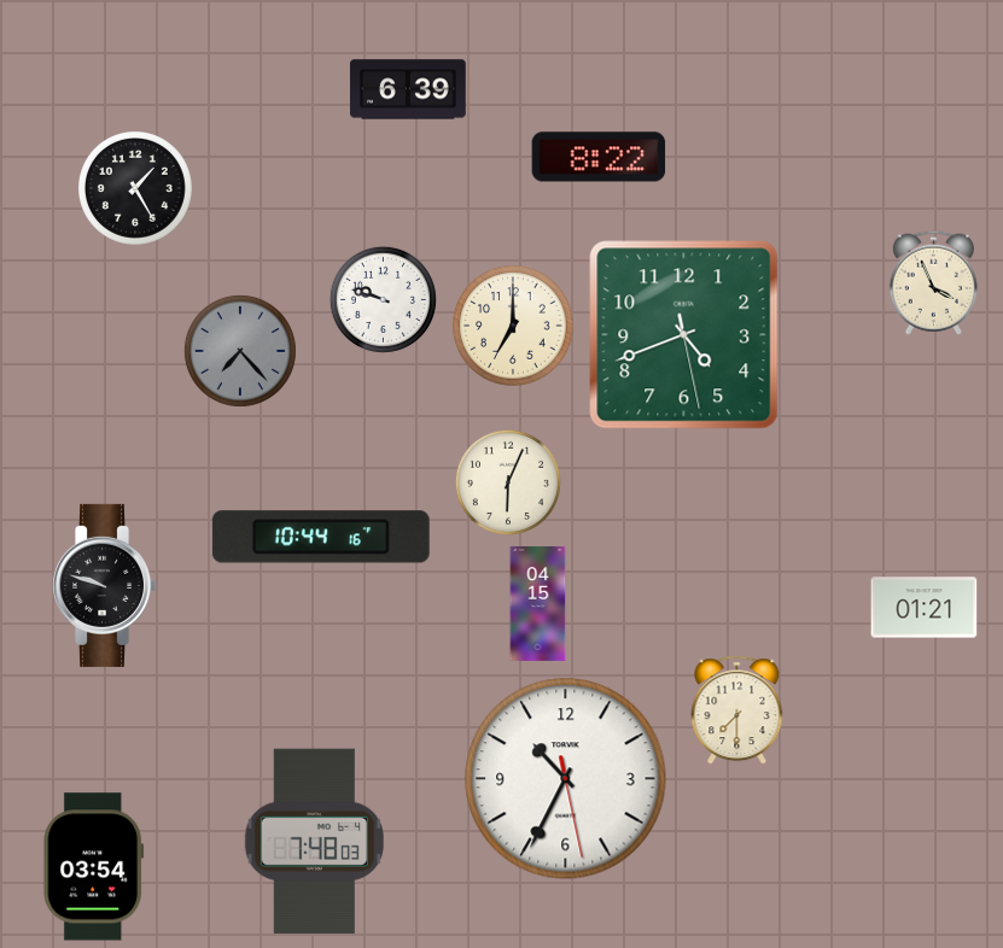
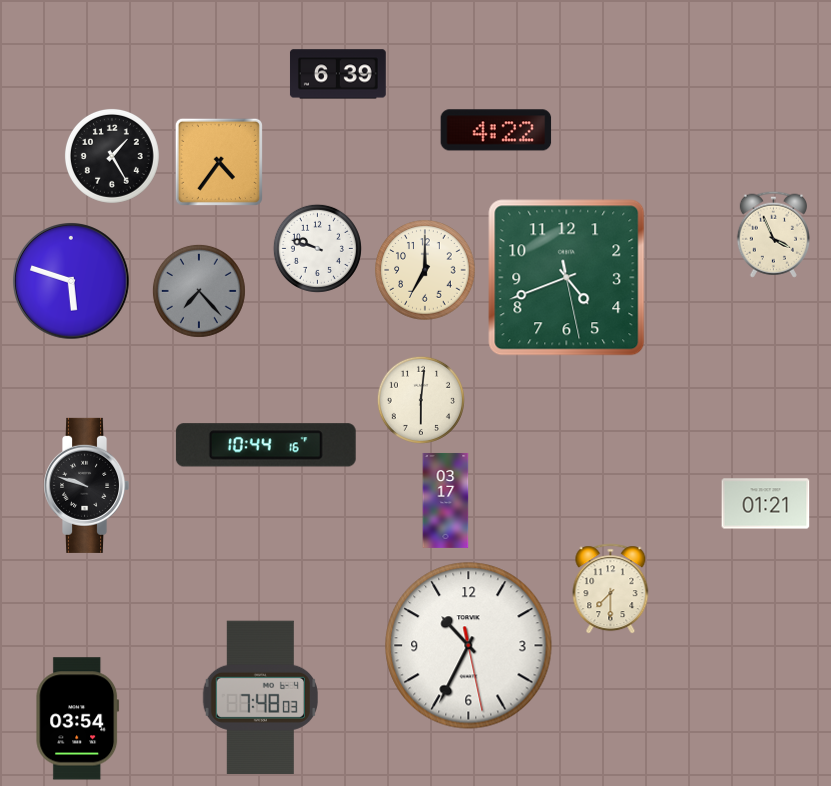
clock at (599, 157): 8:22 -> 4:22
clock at (219, 162): none -> 4:36
clock at (72, 282): none -> 5:48
clock at (508, 482): 6:04 -> 6:01
clock at (538, 603): 04:15 -> 03:17
